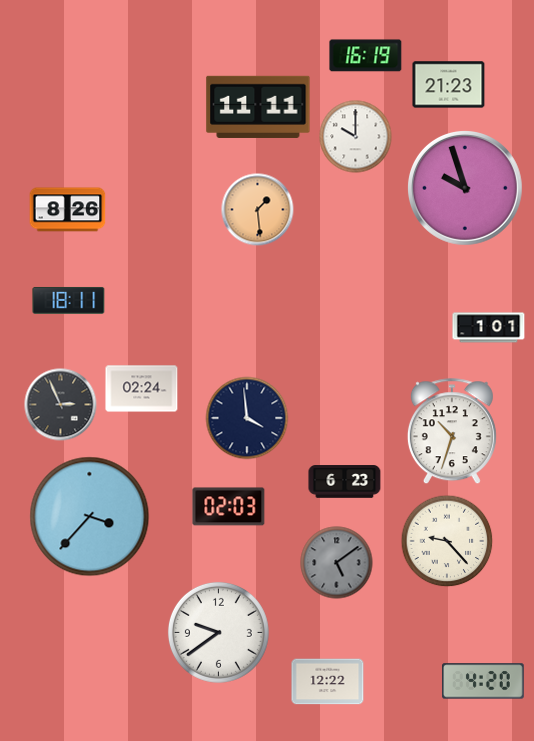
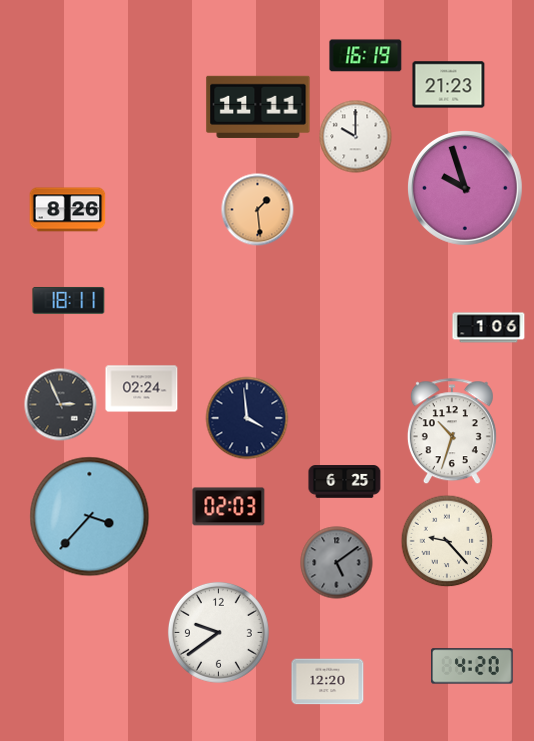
clock at (489, 328): 1:01 -> 1:06
clock at (345, 482): 6:23 -> 6:25
clock at (484, 681) position: (484, 681) -> (473, 666)
clock at (328, 682): 12:22 -> 12:20
